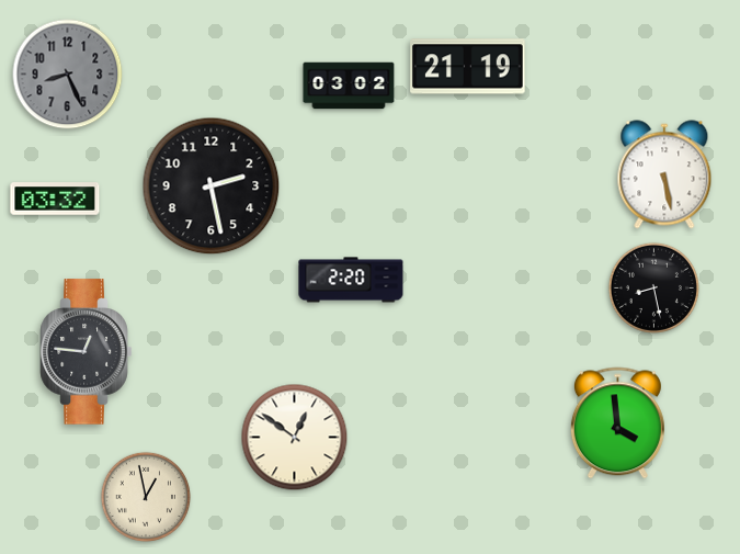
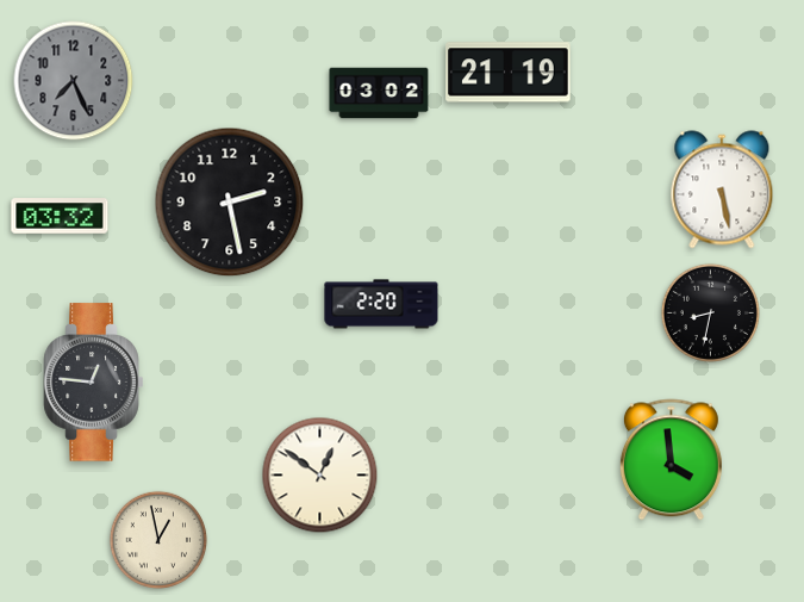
clock at (68, 75): 8:26 -> 7:26
clock at (653, 287): 8:28 -> 8:32
